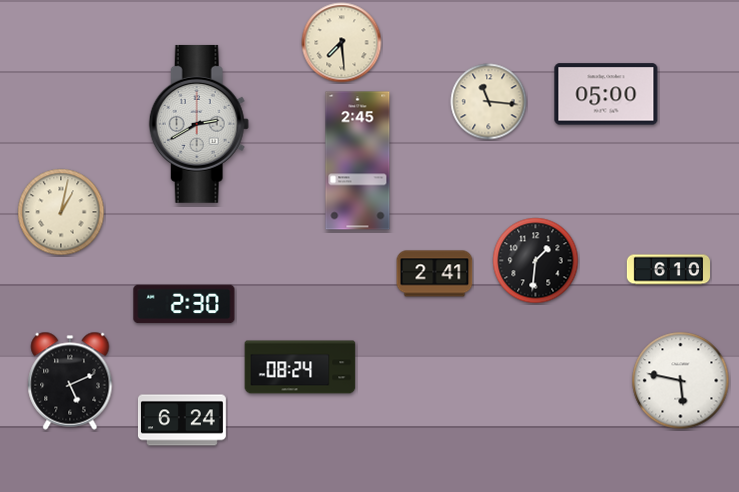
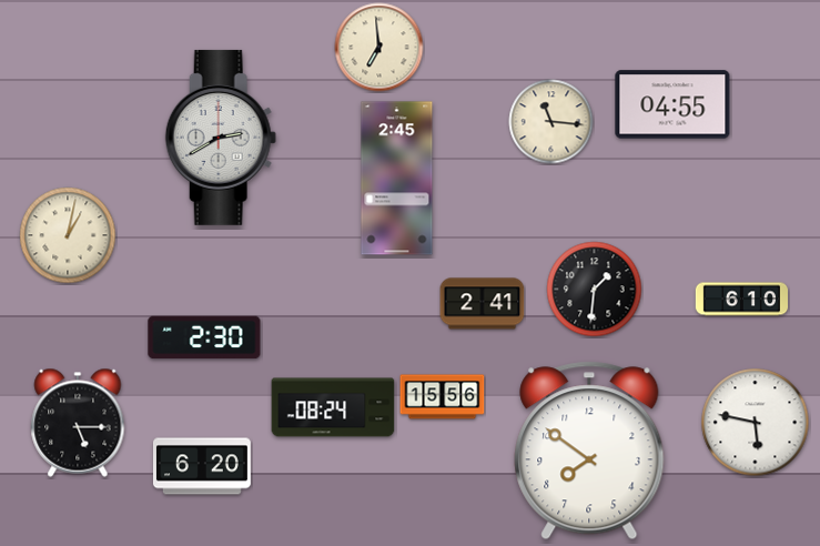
clock at (342, 43): 7:29 -> 6:59
clock at (606, 94): 05:00 -> 04:55
clock at (489, 102) position: (489, 102) -> (551, 122)
clock at (443, 397): none -> 15:56
clock at (70, 381): 5:11 -> 5:15
clock at (589, 451): none -> 7:51
clock at (182, 420): 6:24 -> 6:20
